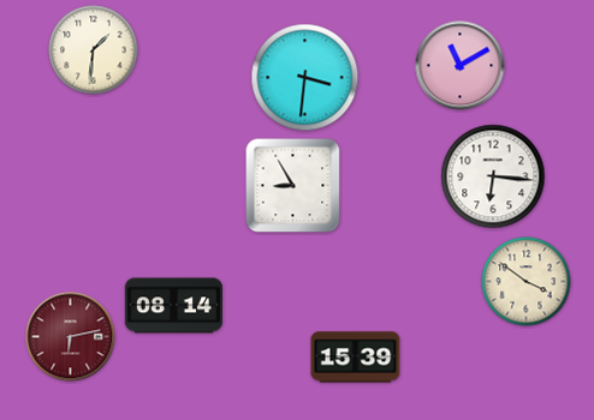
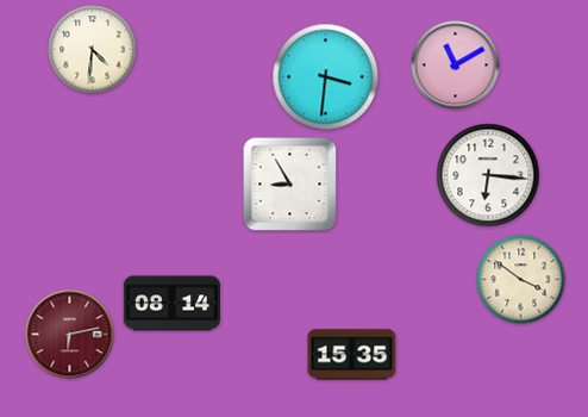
clock at (94, 50): 1:31 -> 4:31
clock at (305, 78) position: (305, 78) -> (326, 77)
clock at (356, 358): 15:39 -> 15:35
